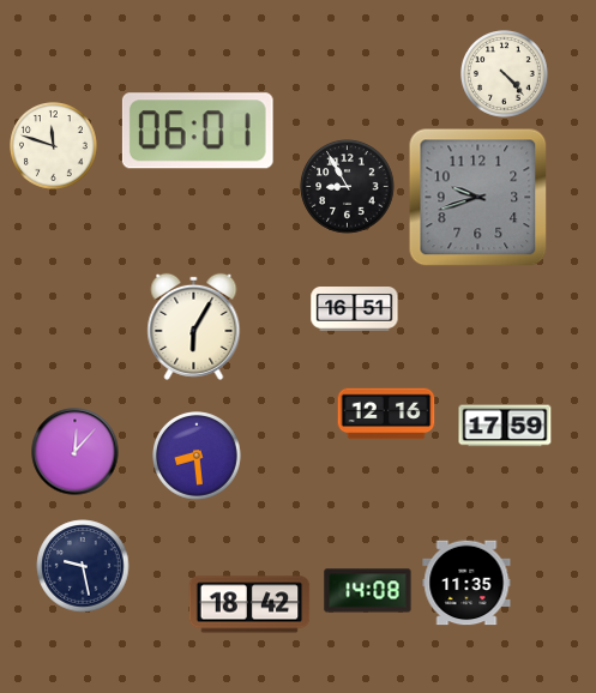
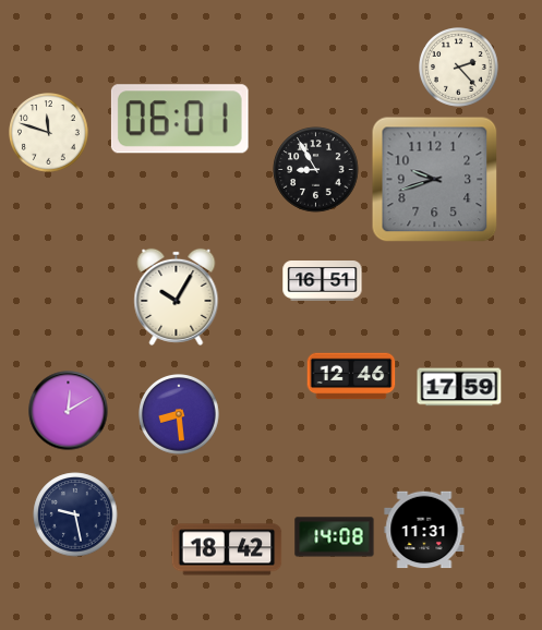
clock at (505, 74): 4:23 -> 2:23
clock at (194, 326): 6:05 -> 10:05
clock at (386, 414): 12:16 -> 12:46
clock at (76, 452): 12:07 -> 12:10
clock at (466, 583): 11:35 -> 11:31
